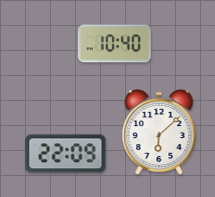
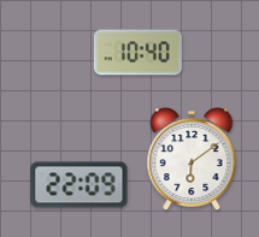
clock at (159, 133): 6:08 -> 6:09
